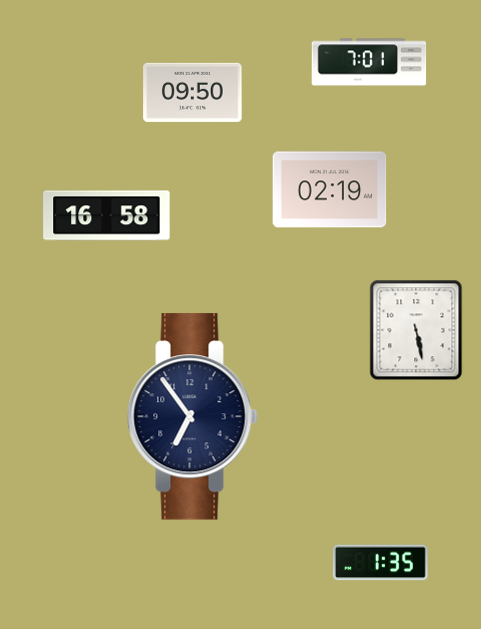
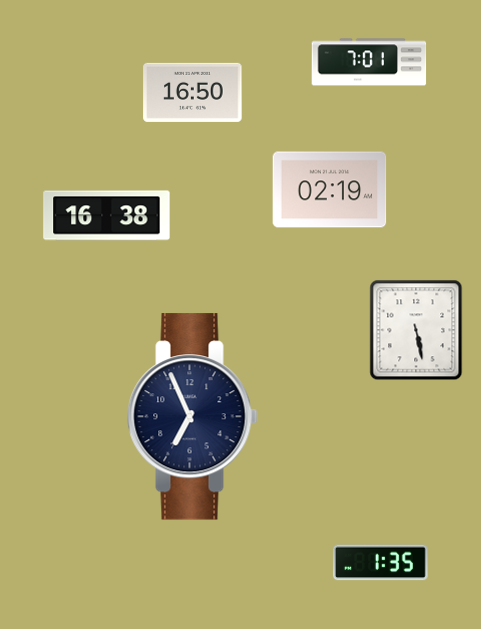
clock at (193, 92): 09:50 -> 16:50
clock at (107, 216): 16:58 -> 16:38
clock at (193, 417): 6:54 -> 6:56
